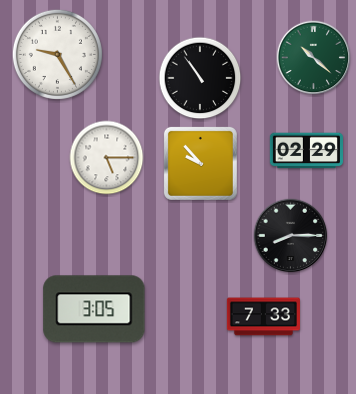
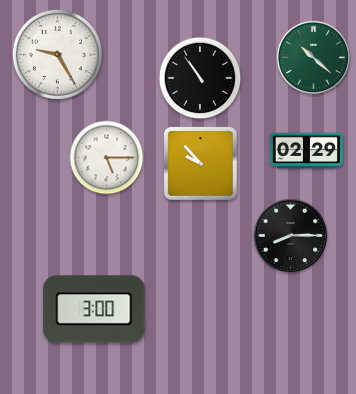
clock at (94, 309): 3:05 -> 3:00
clock at (263, 317): 7:33 -> none
